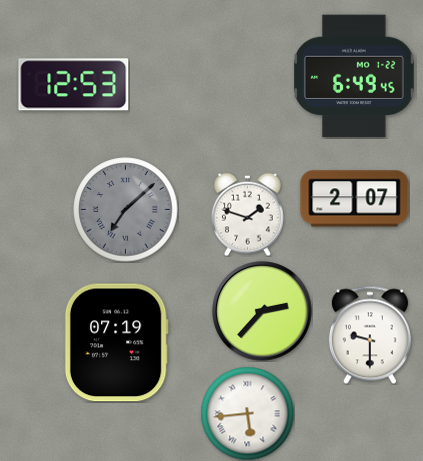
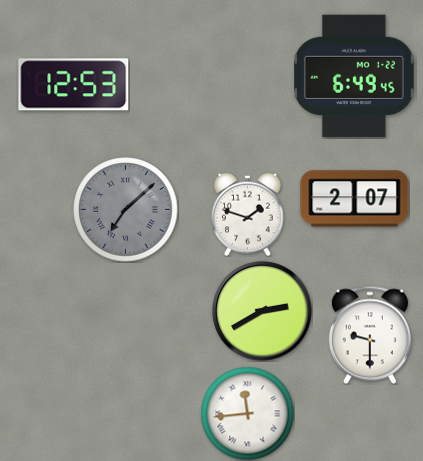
clock at (262, 311): 2:37 -> 2:40
clock at (116, 343): 07:19 -> none
clock at (247, 413): 5:44 -> 11:44
